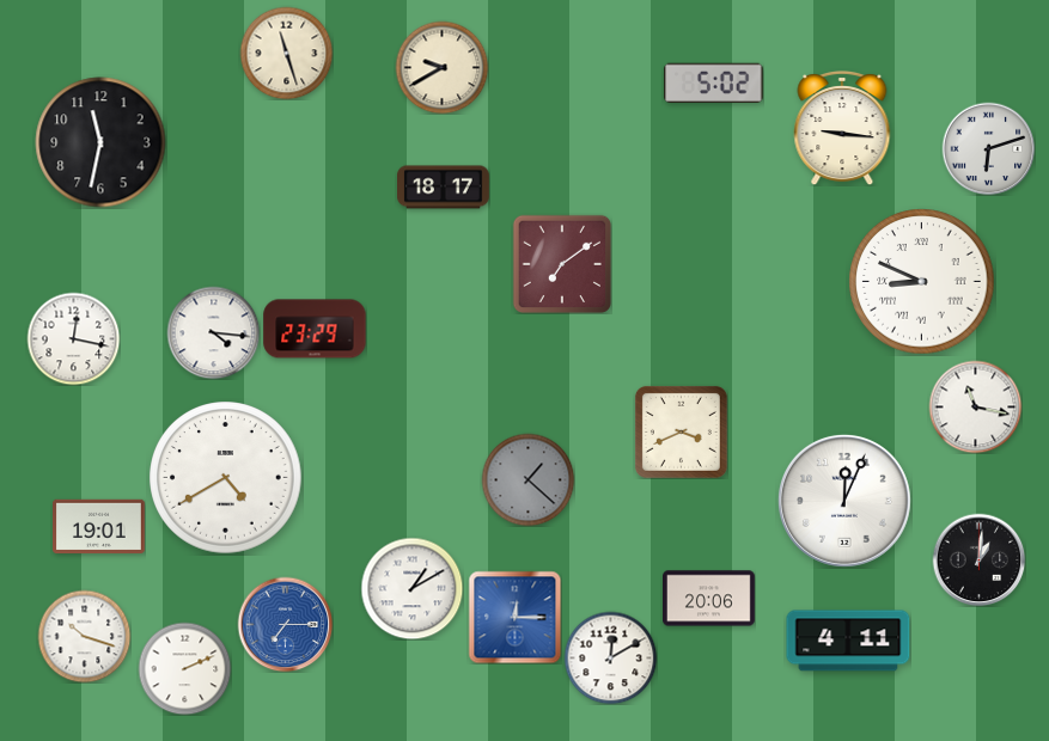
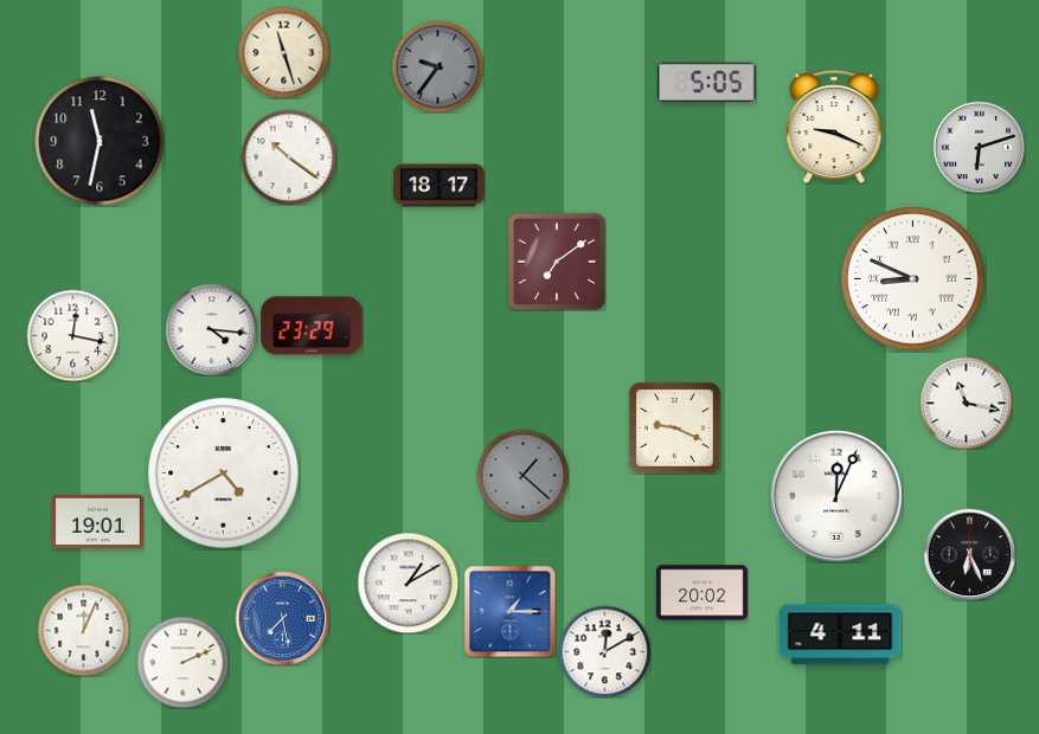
clock at (441, 67): 9:40 -> 9:36
clock at (441, 67) dial: cream -> grey
clock at (714, 82): 5:02 -> 5:05
clock at (842, 128): 9:16 -> 9:19
clock at (289, 157): none -> 10:21
clock at (681, 431): 3:41 -> 9:19
clock at (978, 559): 1:01 -> 6:26
clock at (709, 599): 20:06 -> 20:02
clock at (514, 617): 12:15 -> 1:15
clock at (285, 624): 7:15 -> 7:28
clock at (84, 636): 10:18 -> 12:04
